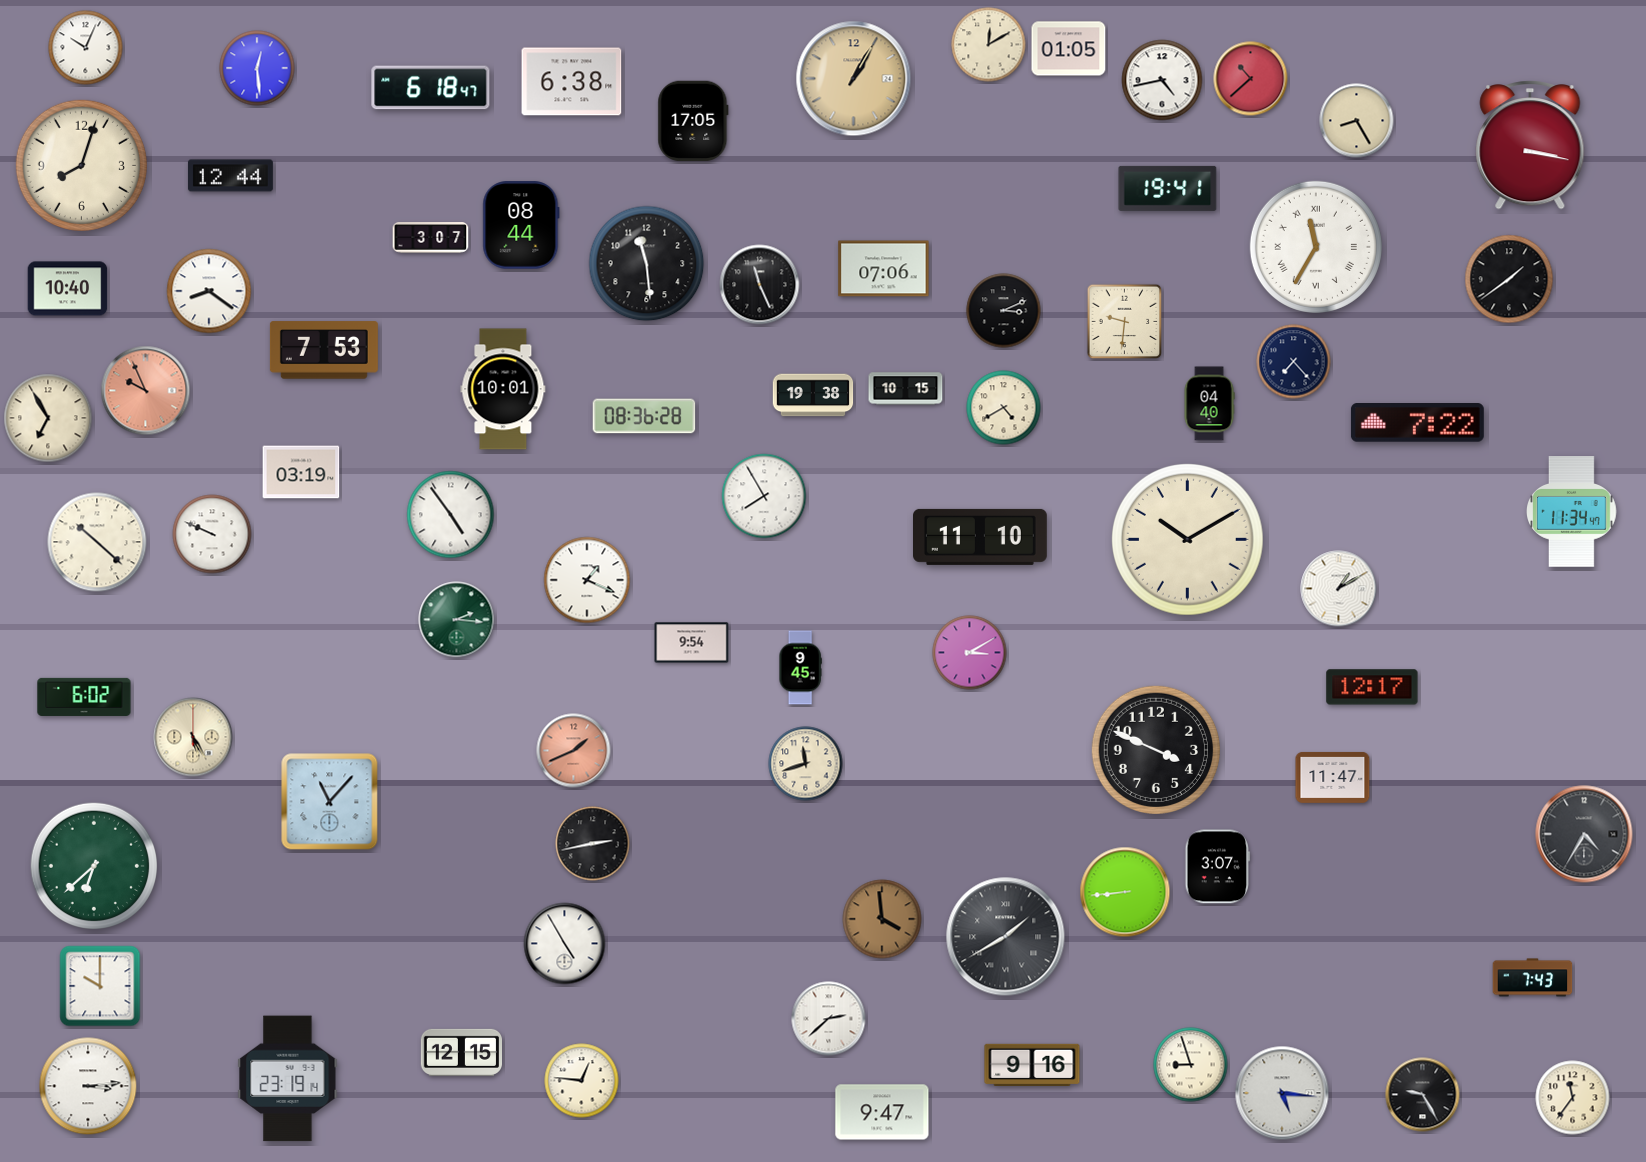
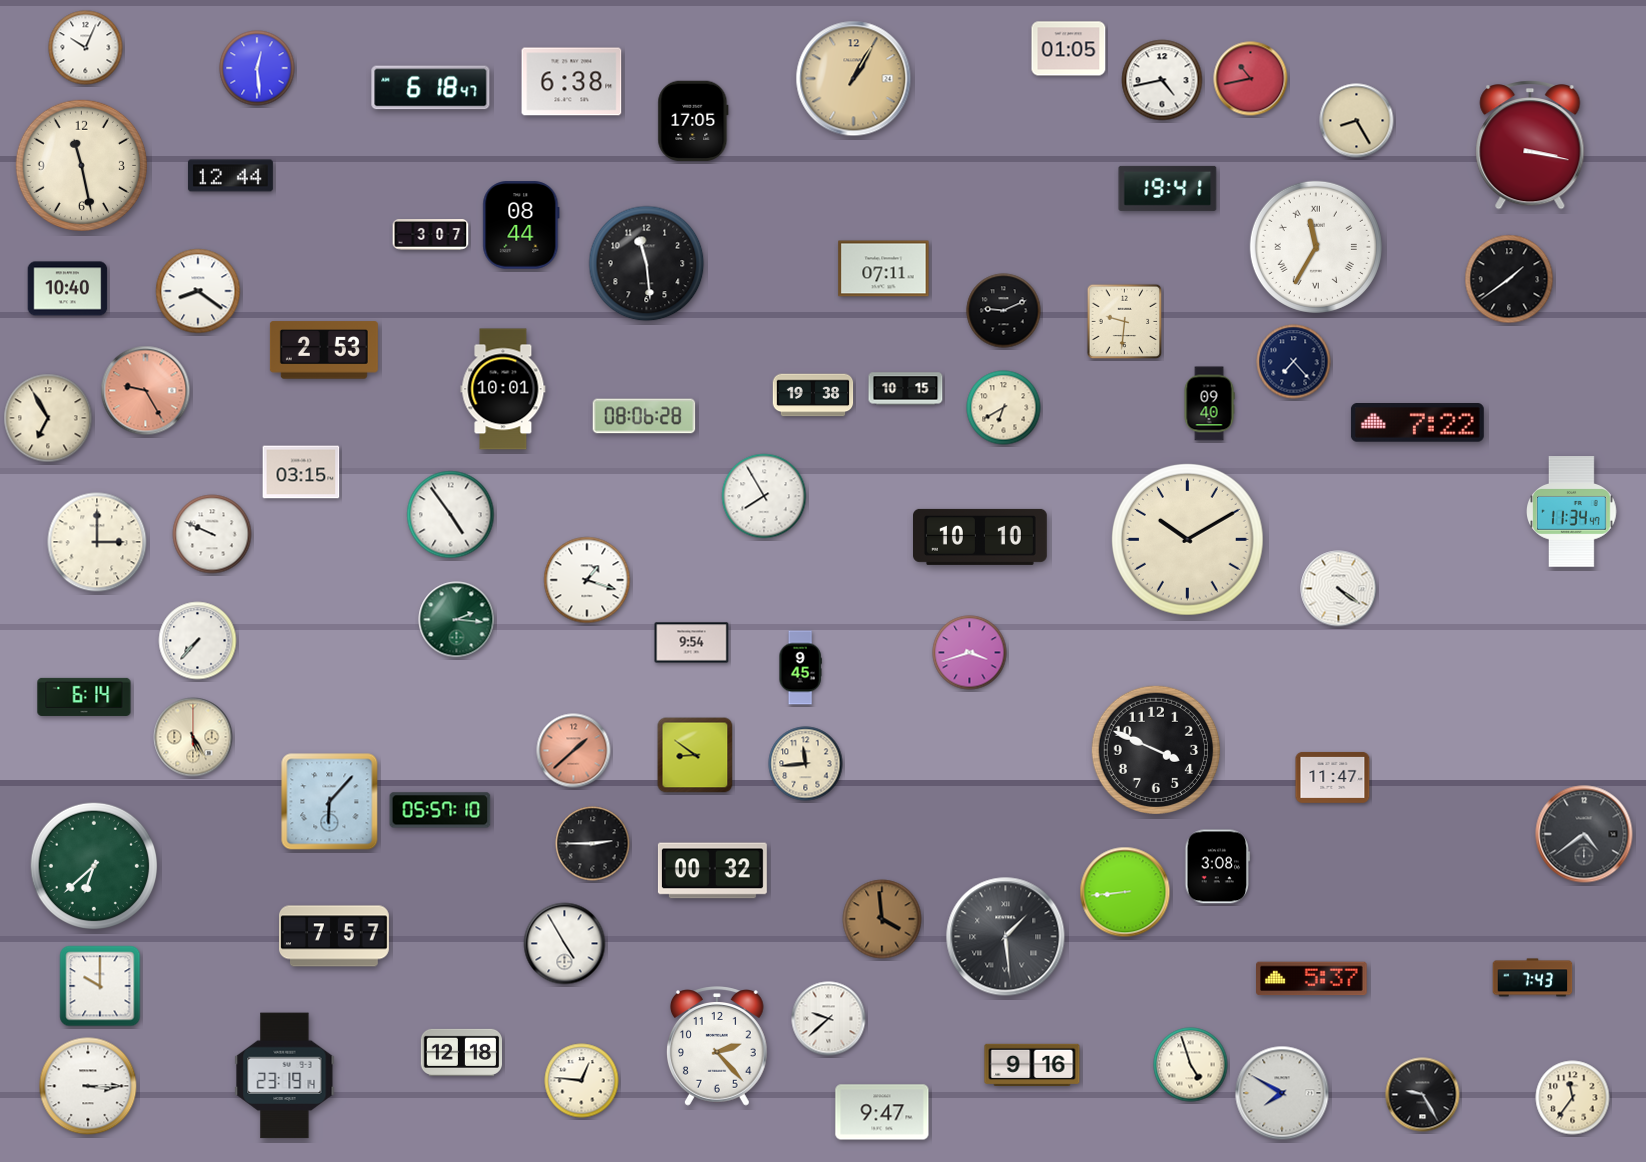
clock at (989, 45): 12:10 -> none
clock at (1251, 79): 10:38 -> 10:43
clock at (81, 165): 8:03 -> 11:28
clock at (431, 238) position: (431, 238) -> (431, 235)
clock at (884, 269): 07:06 -> 07:11
clock at (760, 285): 11:26 -> none
clock at (209, 291) position: (209, 291) -> (198, 291)
clock at (1004, 311): 3:11 -> 9:11
clock at (324, 350): 7:53 -> 2:53
clock at (146, 391): 9:56 -> 9:25
clock at (1209, 404): 04:40 -> 09:40
clock at (1004, 408): 4:40 -> 6:40
clock at (644, 416): 08:36 -> 08:06
clock at (301, 472): 03:19 -> 03:15
clock at (981, 537): 11:10 -> 10:10
clock at (97, 542): 10:22 -> 3:00
clock at (587, 580): 1:19 -> 1:18
clock at (1339, 589): 1:10 -> 4:21
clock at (198, 641): none -> 7:37
clock at (970, 653): 3:10 -> 3:42
clock at (1372, 687): 12:17 -> none
clock at (84, 697): 6:02 -> 6:14
clock at (574, 751): 1:41 -> 1:38
clock at (695, 755): none -> 8:51
clock at (806, 764): 11:42 -> 11:44
clock at (330, 802): 11:07 -> 6:07
clock at (440, 810): none -> 05:57
clock at (1584, 834): 4:35 -> 4:39
clock at (593, 844): 2:43 -> 2:45
clock at (1218, 867): 3:07 -> 3:08
clock at (712, 871): none -> 00:32
clock at (335, 936): none -> 7:57
clock at (1006, 937): 1:40 -> 1:29
clock at (1312, 979): none -> 5:37
clock at (829, 1019): 2:38 -> 9:38
clock at (718, 1046): none -> 2:23
clock at (461, 1052): 12:15 -> 12:18
clock at (1191, 1065): 8:57 -> 4:57
clock at (288, 1079) position: (288, 1079) -> (285, 1076)
clock at (88, 1086): 3:14 -> 3:15
clock at (1282, 1093): 5:16 -> 7:50
